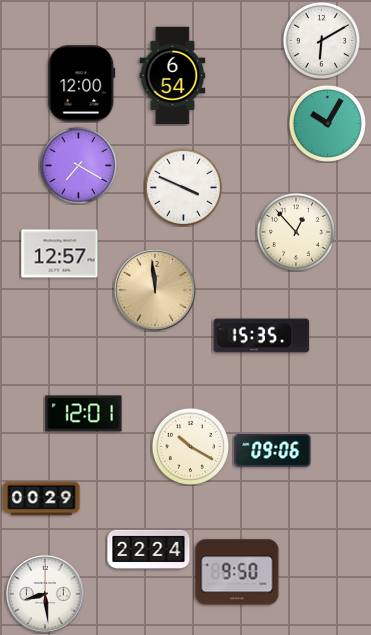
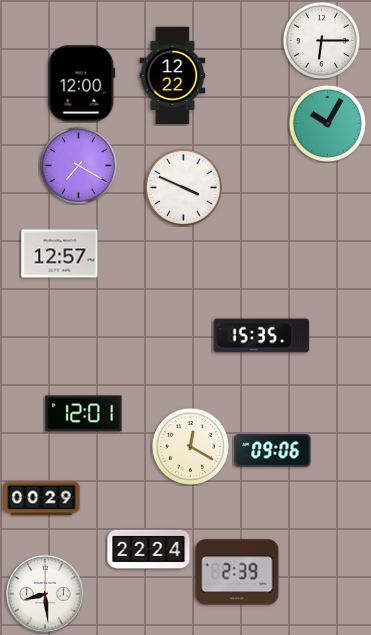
clock at (321, 40): 6:10 -> 6:15
clock at (173, 76): 6:54 -> 12:22
clock at (296, 232): 12:53 -> none
clock at (155, 290): 11:59 -> none
clock at (190, 446): 10:20 -> 12:20
clock at (237, 572): 9:50 -> 2:39
